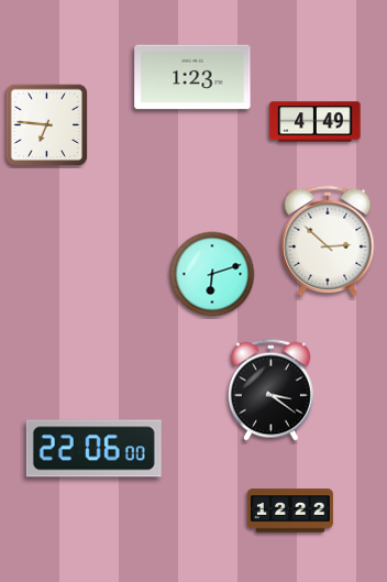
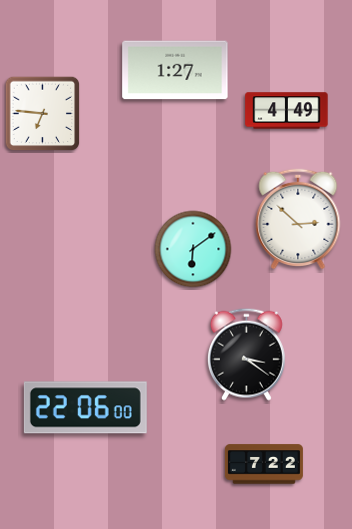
clock at (192, 77): 1:23 -> 1:27
clock at (212, 274): 6:12 -> 6:09
clock at (290, 510): 12:22 -> 7:22
